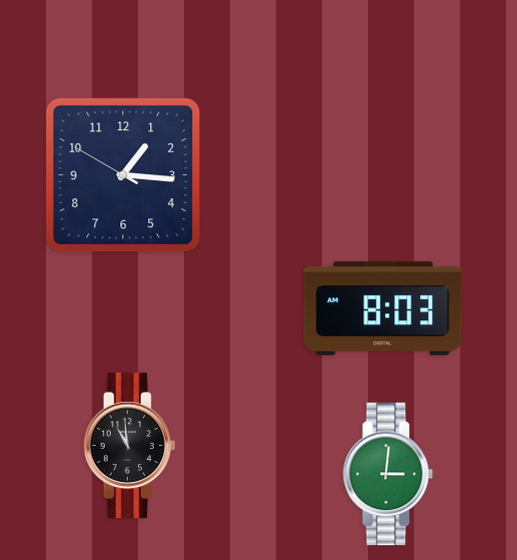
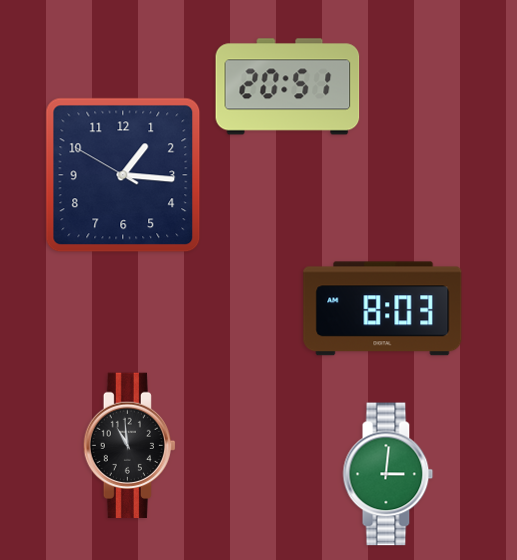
clock at (288, 87): none -> 20:51
